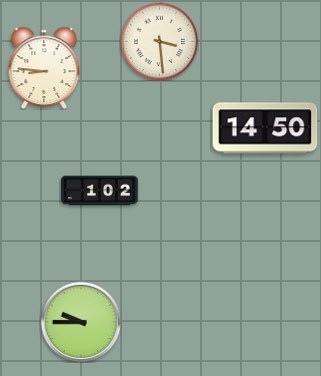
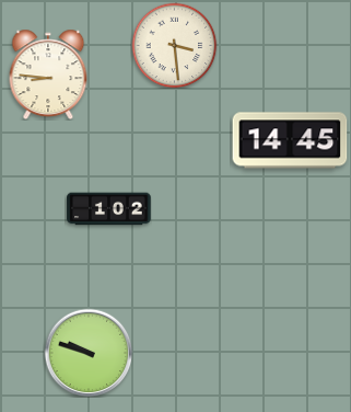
clock at (265, 128): 14:50 -> 14:45
clock at (81, 322): 9:45 -> 9:48
